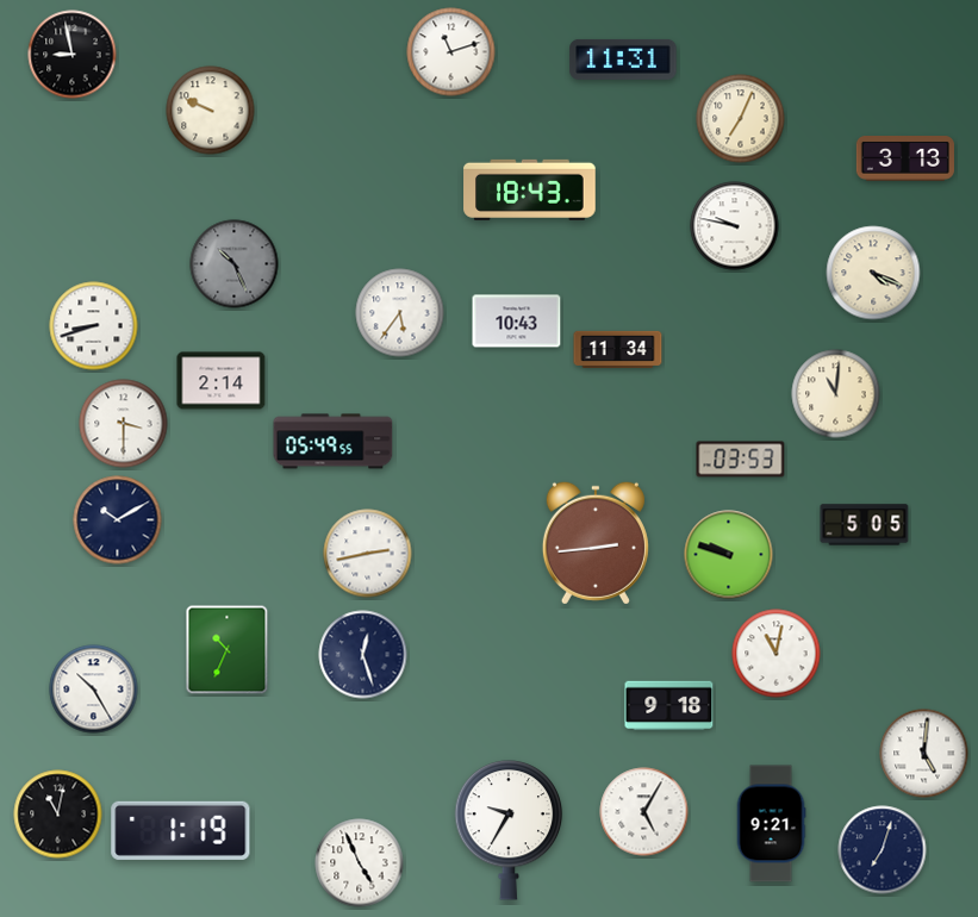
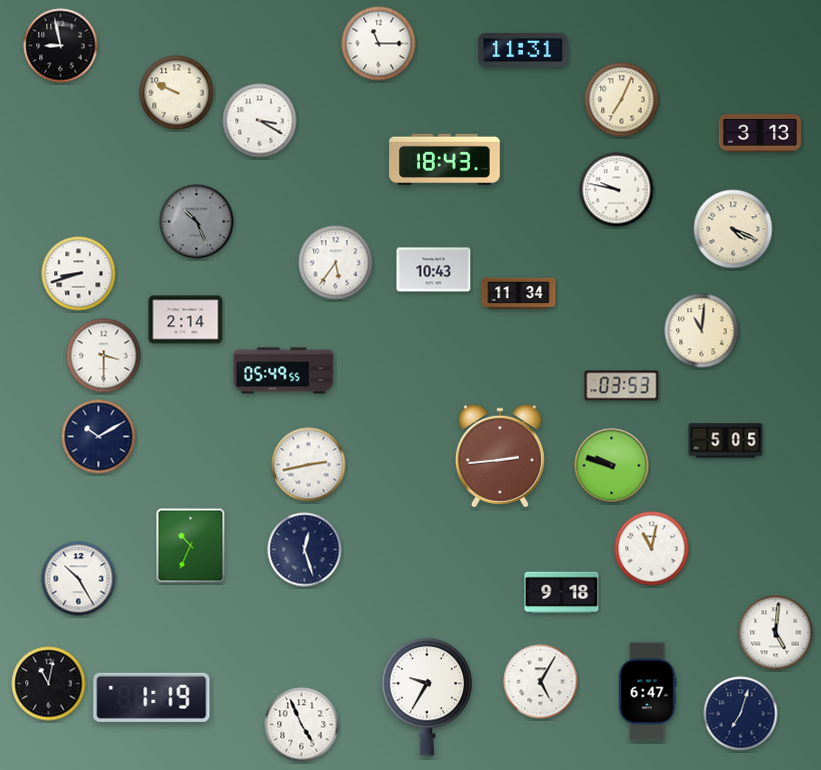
clock at (451, 52): 11:12 -> 11:15
clock at (260, 121): none -> 3:20
clock at (334, 442) position: (334, 442) -> (284, 371)
clock at (771, 824): 9:21 -> 6:47
